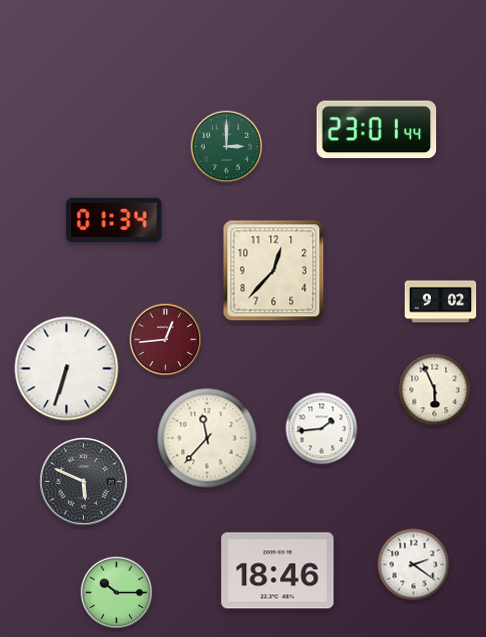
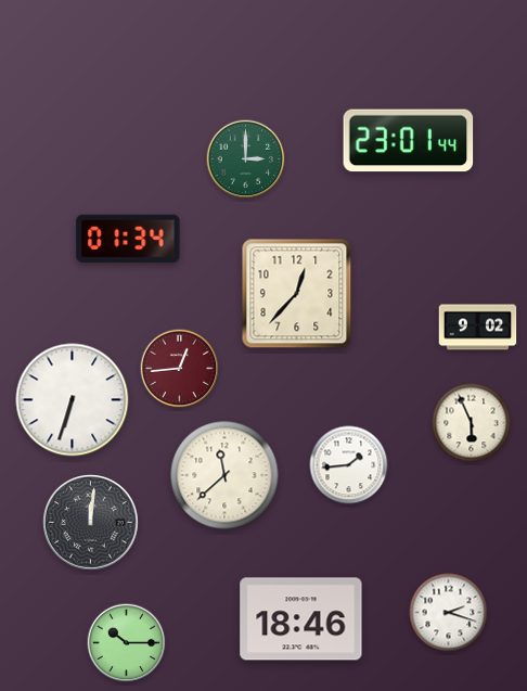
clock at (114, 220) position: (114, 220) -> (128, 239)
clock at (207, 438): 11:37 -> 11:38
clock at (84, 482): 5:49 -> 12:01
clock at (414, 565): 2:21 -> 2:18
